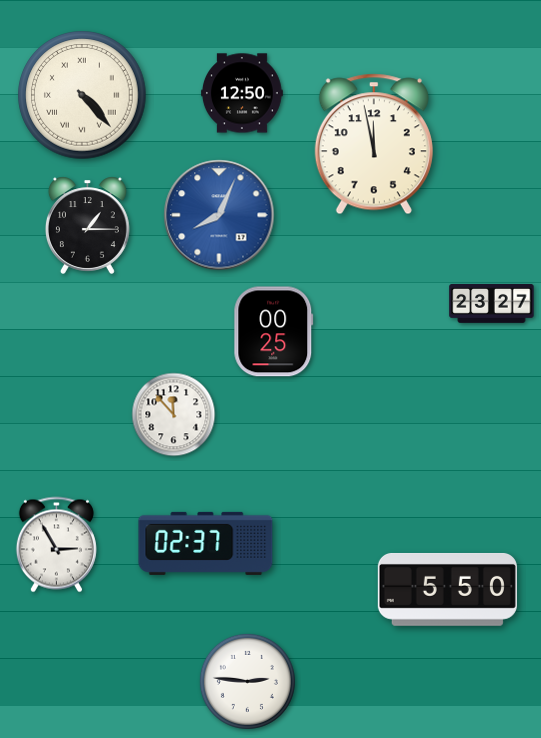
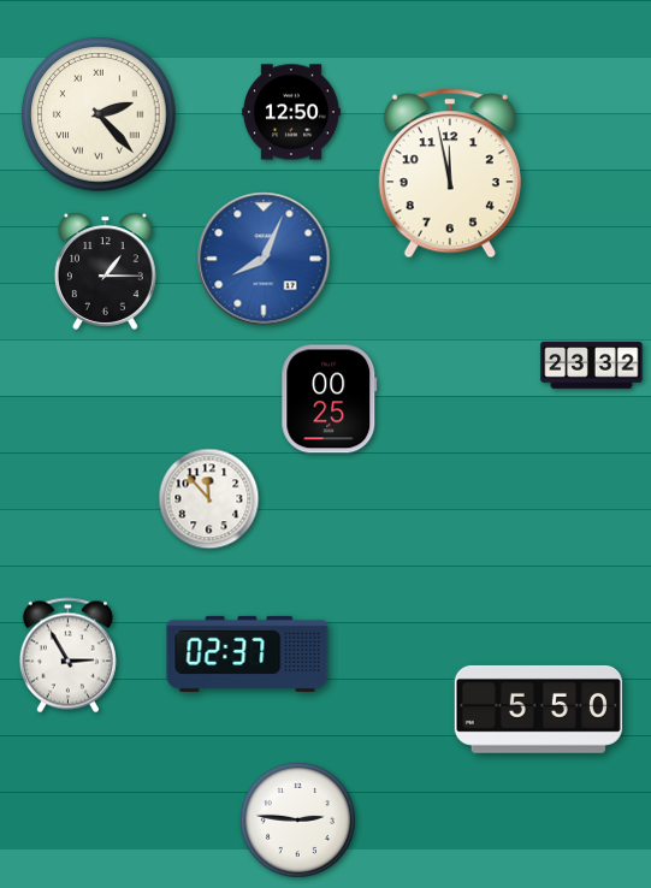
clock at (82, 95): 4:23 -> 2:23
clock at (492, 303): 23:27 -> 23:32
